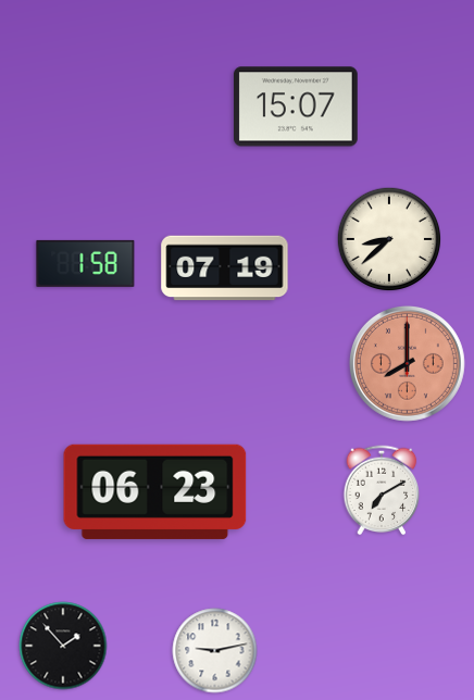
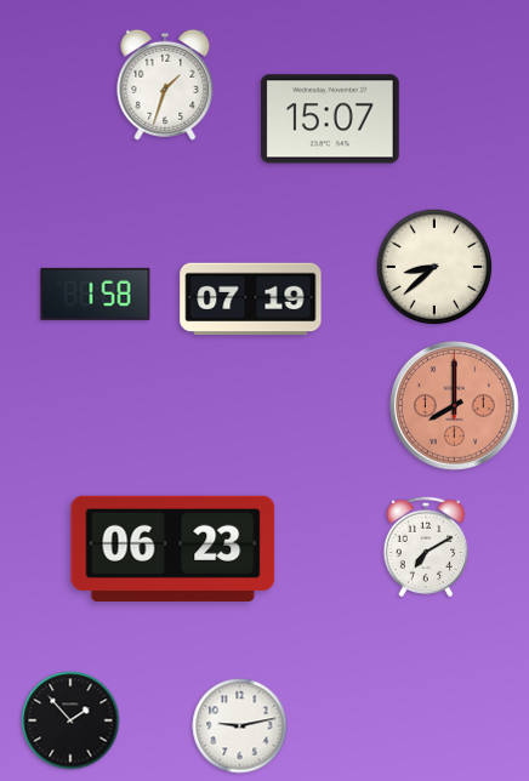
clock at (165, 85): none -> 1:33
